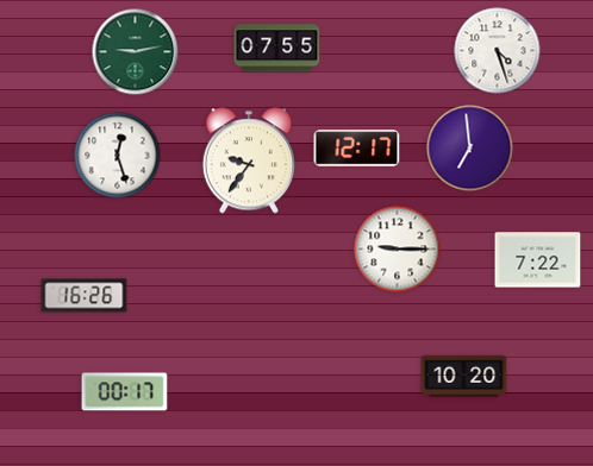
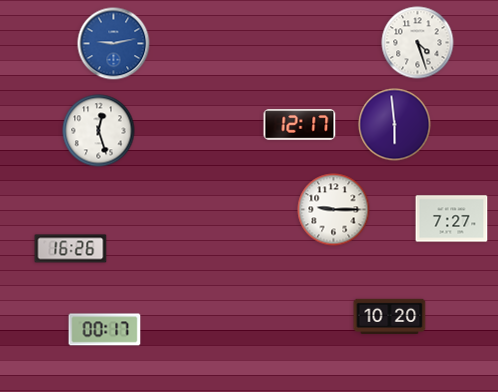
clock at (277, 49): 07:55 -> none
clock at (136, 52) dial: green -> blue
clock at (470, 149): 6:59 -> 5:59
clock at (249, 160): 9:36 -> none
clock at (538, 260): 7:22 -> 7:27
